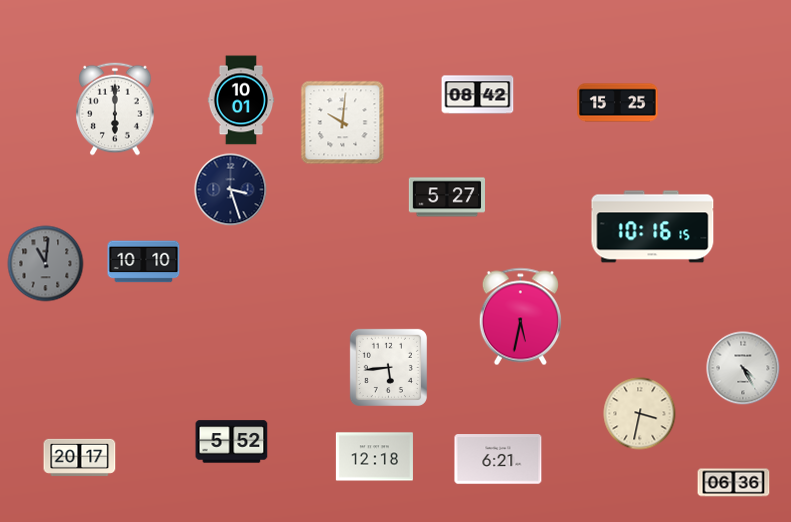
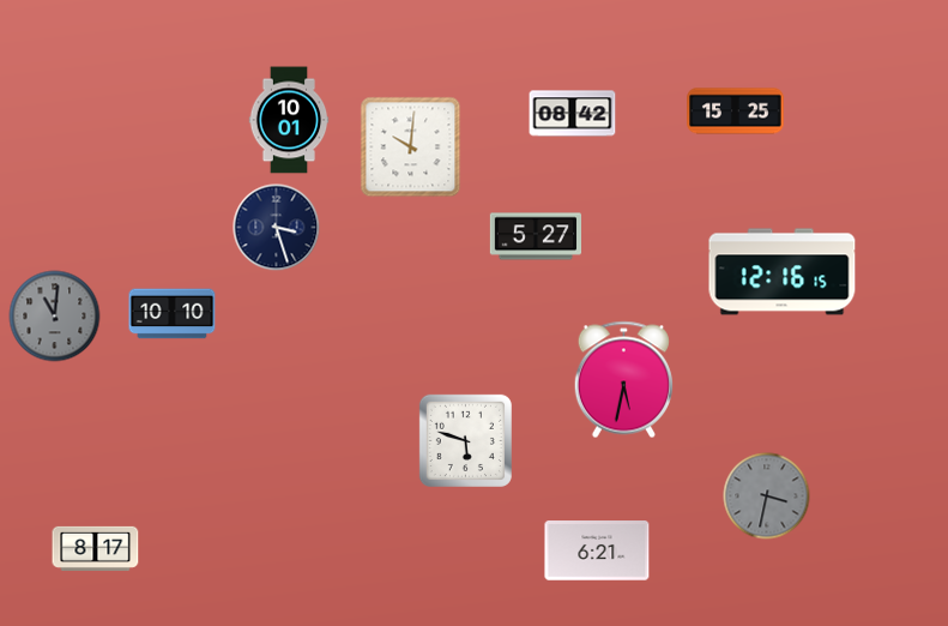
clock at (618, 103) position: (618, 103) -> (736, 112)
clock at (115, 109): 6:00 -> none
clock at (653, 227): 10:16 -> 12:16
clock at (388, 367): 5:44 -> 5:48
clock at (743, 368): 4:25 -> none
clock at (640, 414) dial: cream -> grey
clock at (232, 442): 5:52 -> none
clock at (80, 457): 20:17 -> 8:17
clock at (374, 457): 12:18 -> none
clock at (734, 483): 06:36 -> none
